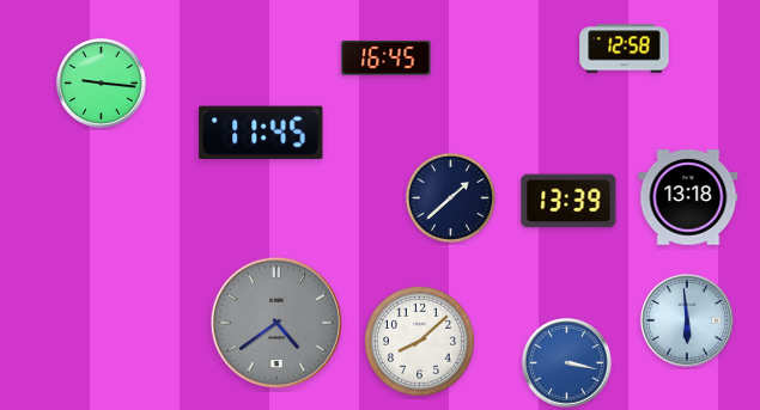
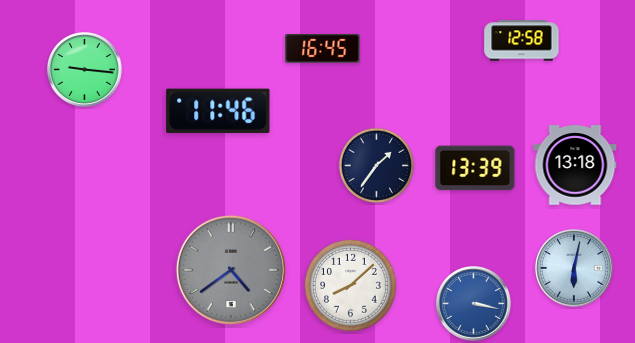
clock at (261, 133): 11:45 -> 11:46
clock at (450, 197): 1:38 -> 1:36
clock at (688, 322): 5:59 -> 6:02
